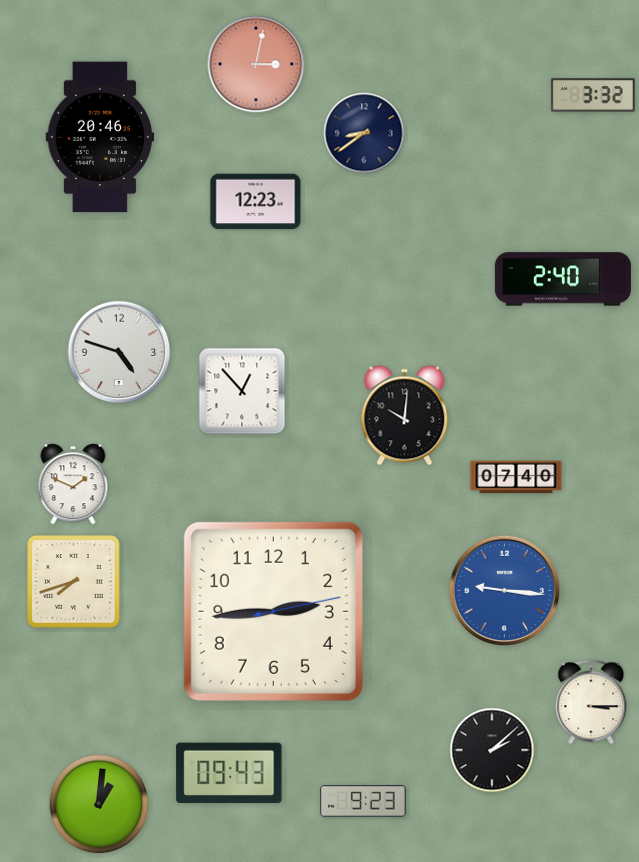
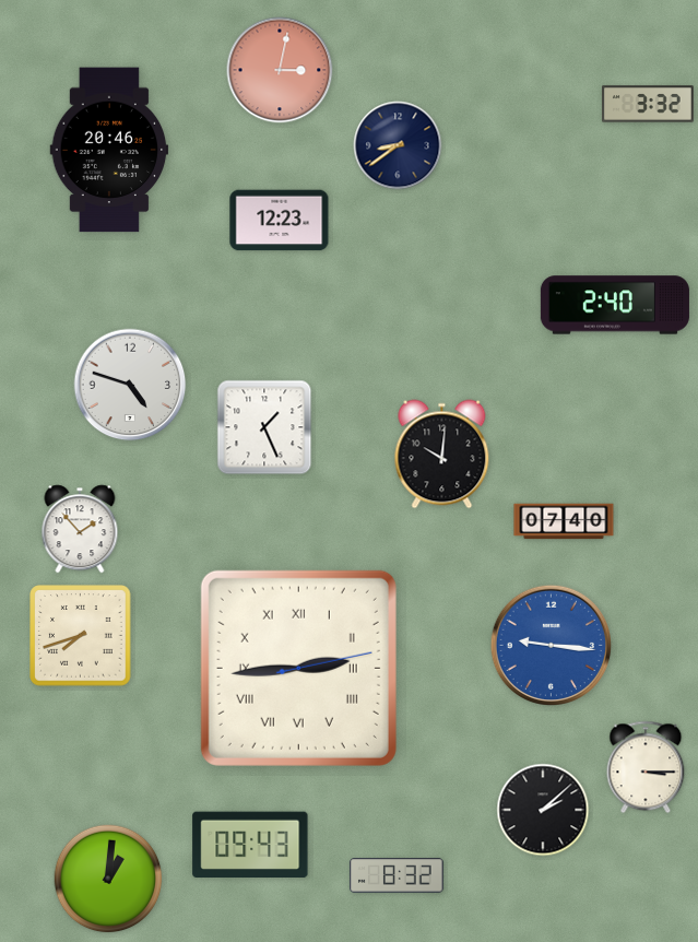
clock at (242, 391): 12:53 -> 1:26
clock at (73, 484): 1:49 -> 1:53
clock at (273, 611) numerals: Arabic -> Roman
clock at (492, 750) position: (492, 750) -> (543, 810)
clock at (363, 801): 9:23 -> 8:32
